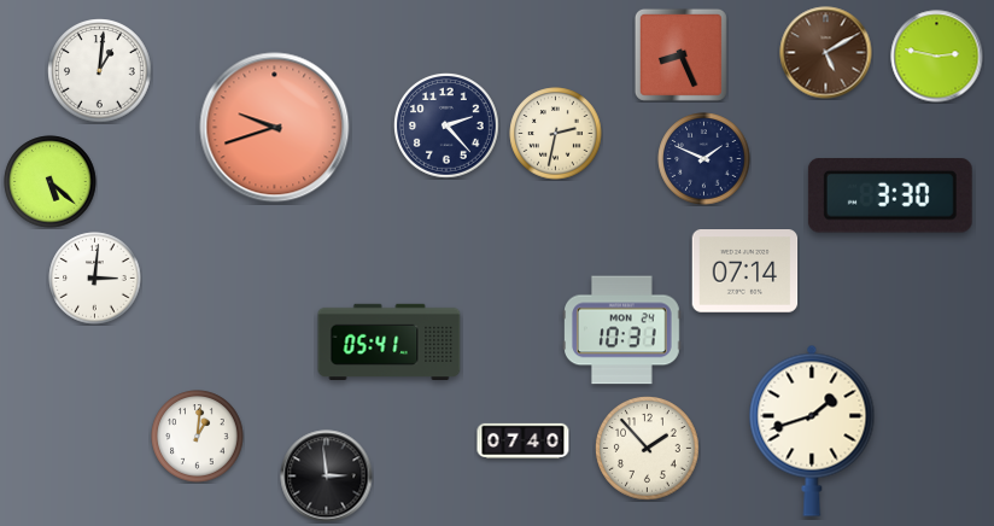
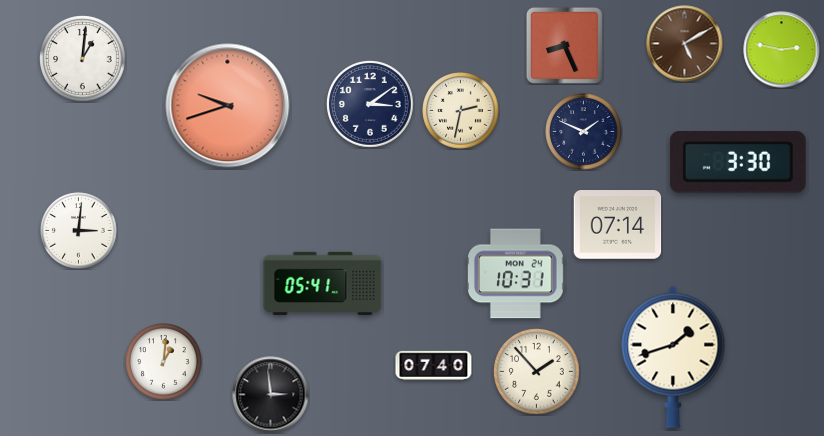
clock at (937, 57) position: (937, 57) -> (782, 50)
clock at (448, 127): 2:23 -> 3:09
clock at (51, 182): 5:22 -> none
